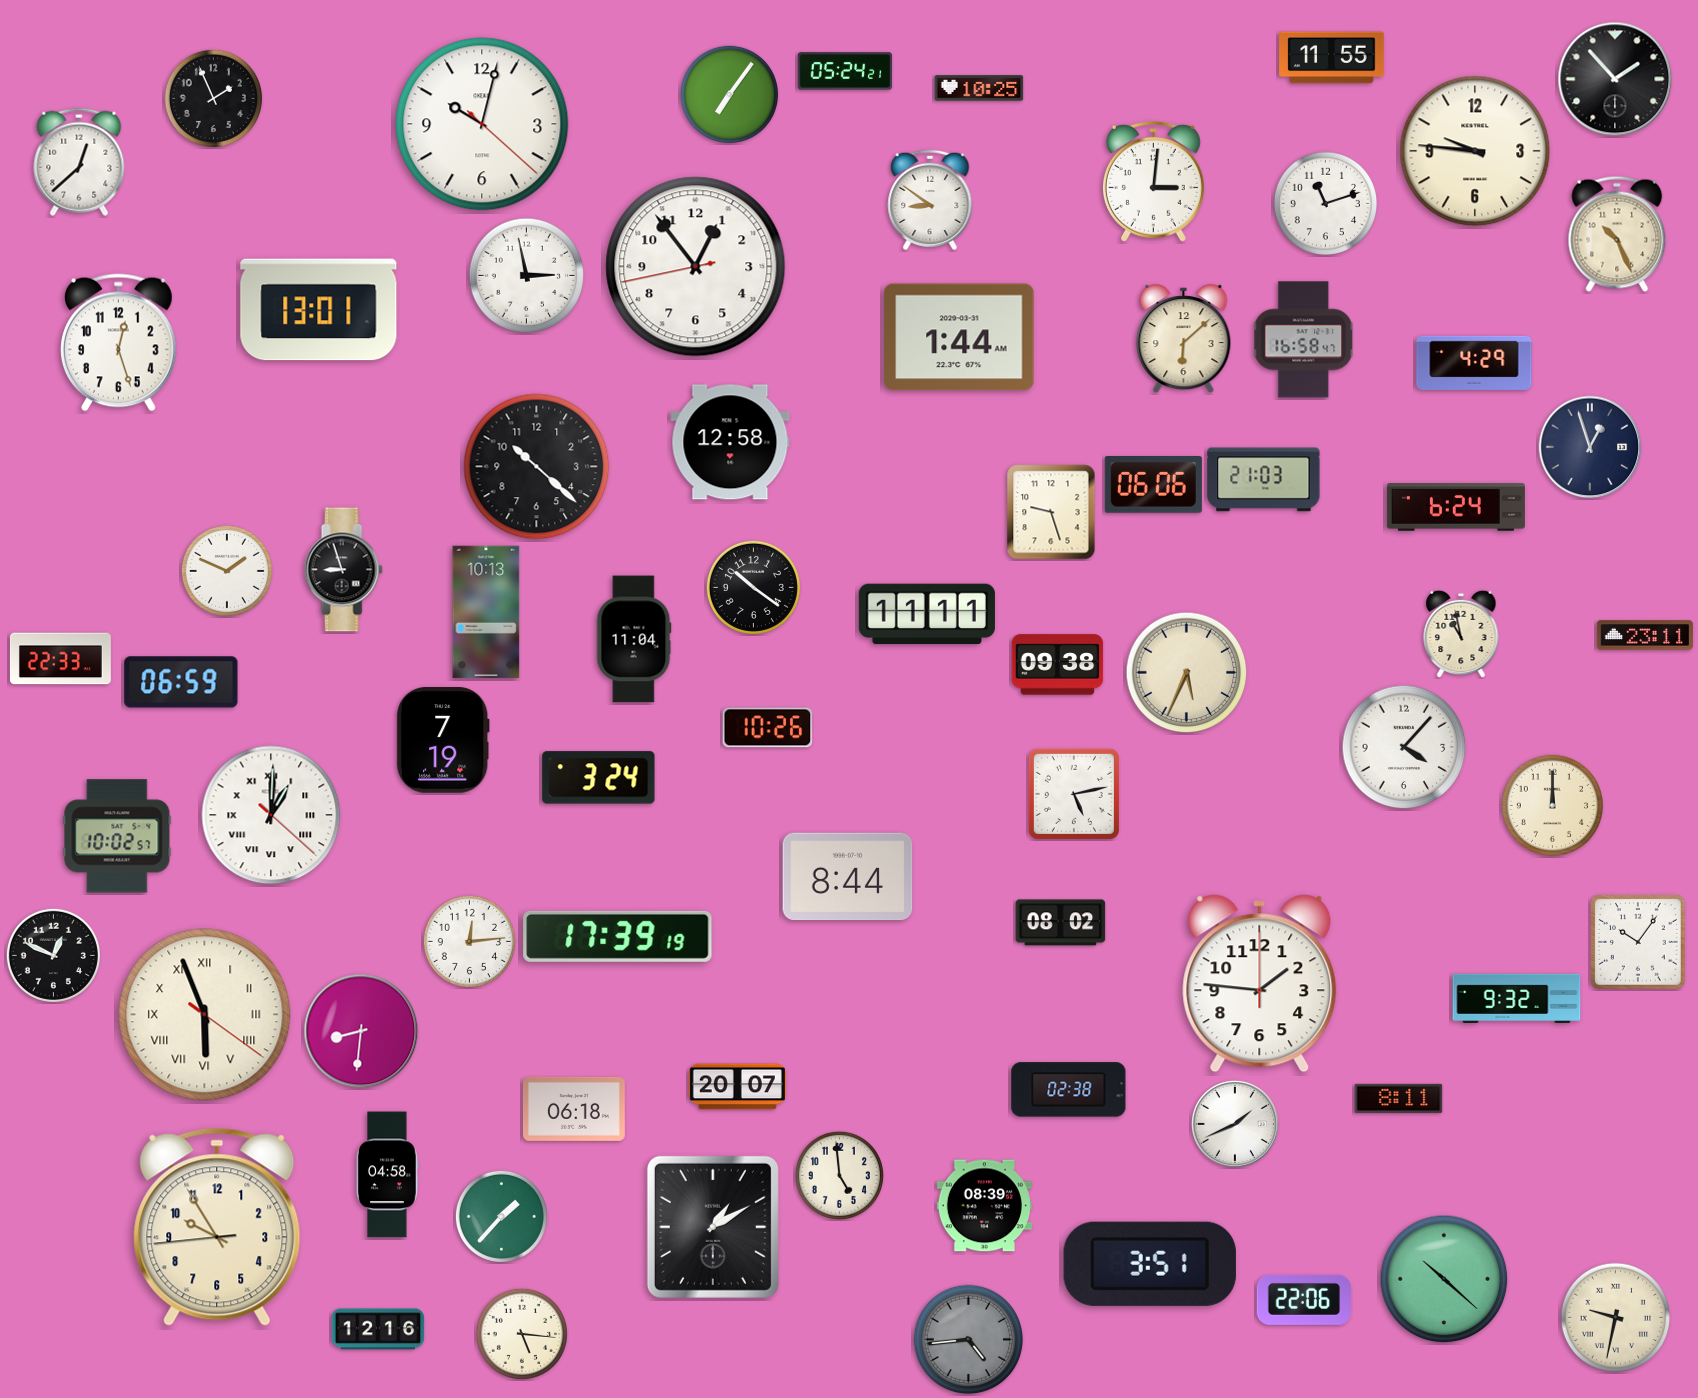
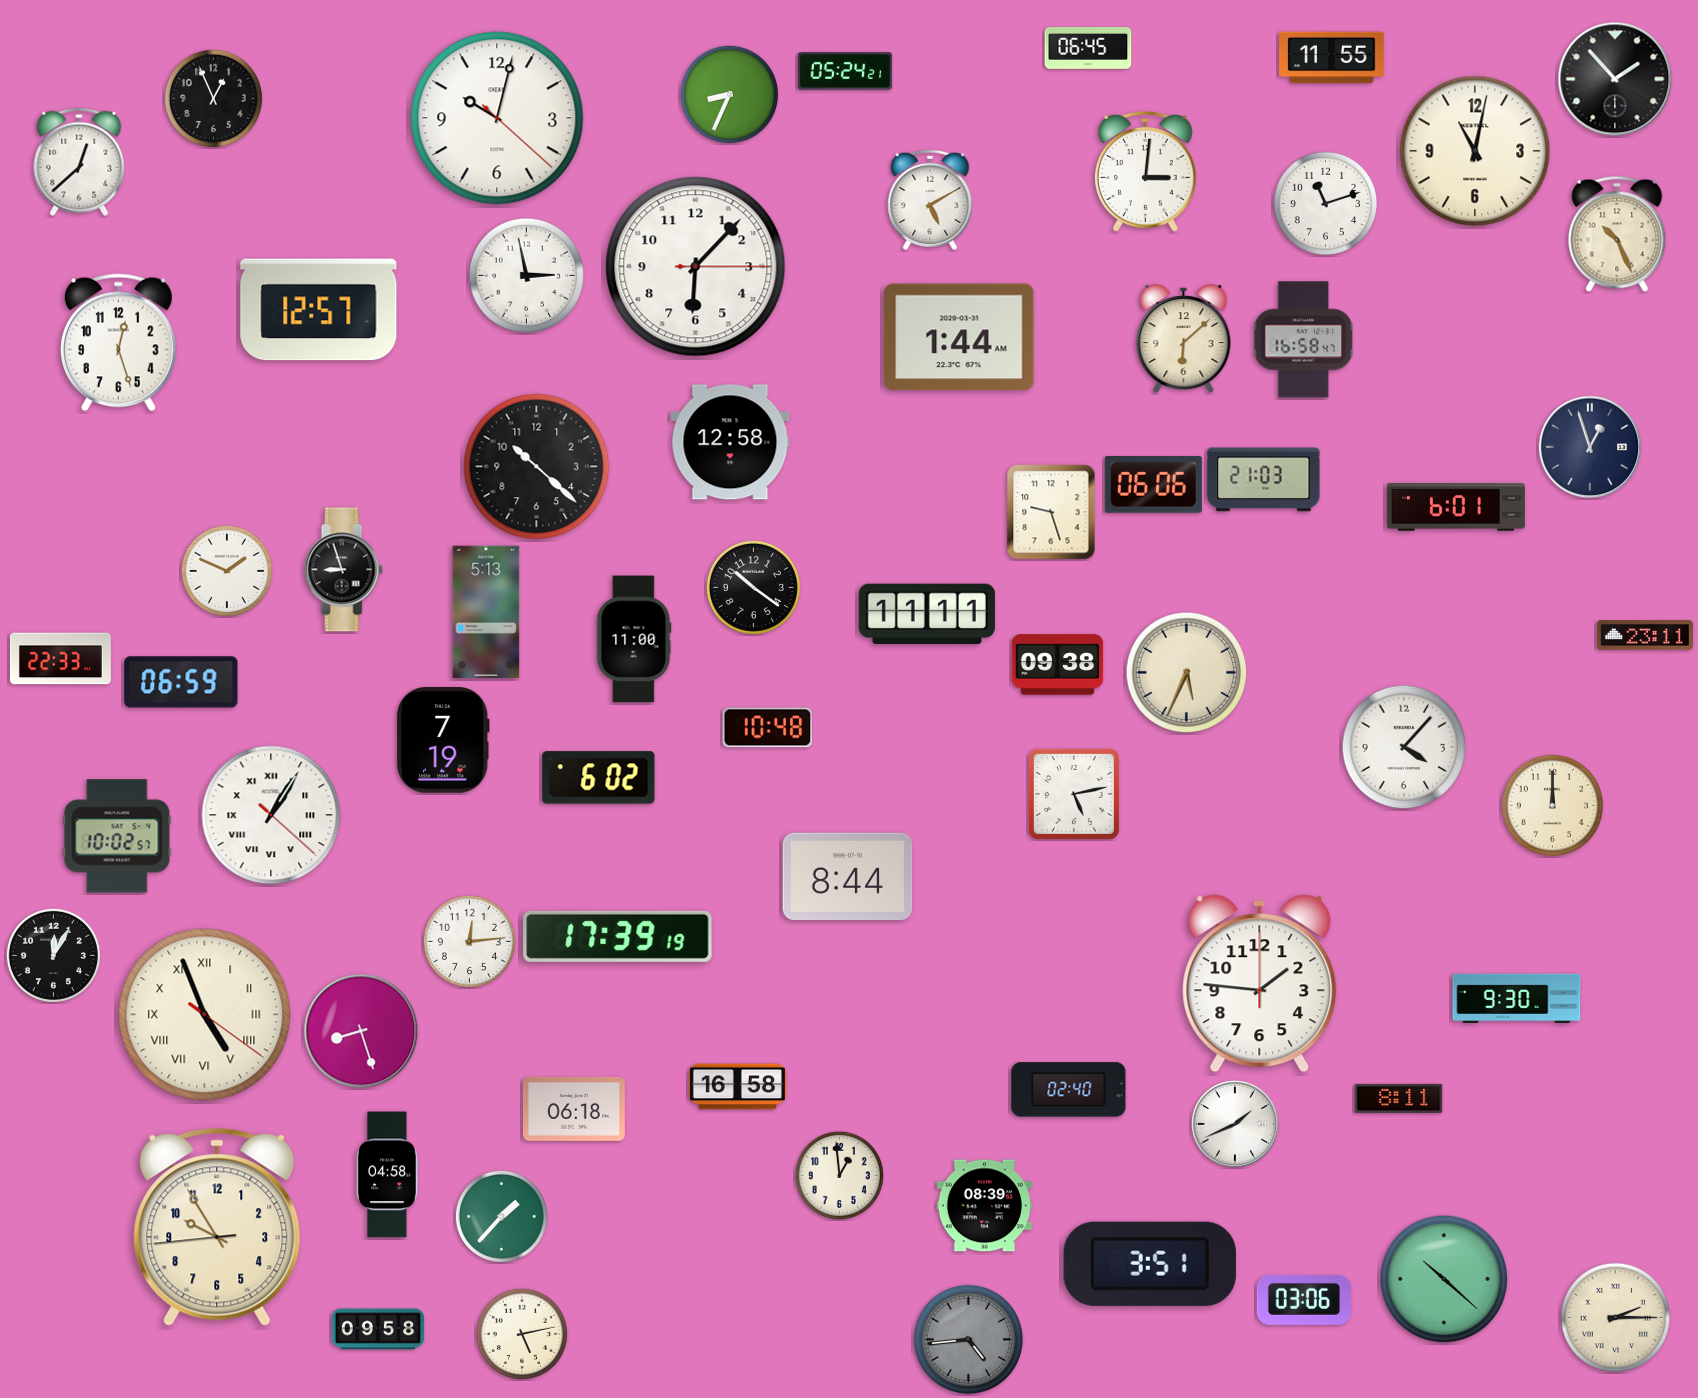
clock at (1088, 49): none -> 06:45
clock at (979, 88): 10:25 -> none
clock at (729, 94): 7:06 -> 8:34
clock at (213, 98): 1:56 -> 12:56
clock at (482, 124) position: (482, 124) -> (497, 118)
clock at (1475, 151): 9:46 -> 11:02
clock at (1153, 181) position: (1153, 181) -> (1145, 171)
clock at (930, 200): 8:51 -> 5:10
clock at (696, 267): 12:53 -> 6:07
clock at (319, 310): 13:01 -> 12:57
clock at (1474, 363): 4:29 -> none
clock at (1456, 507): 6:24 -> 6:01
clock at (486, 612): 10:13 -> 5:13
clock at (1461, 634): 10:58 -> none
clock at (634, 639): 11:04 -> 11:00
clock at (768, 728): 10:26 -> 10:48
clock at (599, 778): 3:24 -> 6:02
clock at (271, 815): 1:00 -> 1:05
clock at (1061, 923): 08:02 -> none
clock at (1639, 943): 10:06 -> none
clock at (53, 955): 12:49 -> 12:05
clock at (1517, 998): 9:32 -> 9:30
clock at (205, 1015): 5:56 -> 4:56
clock at (361, 1031): 8:31 -> 8:27
clock at (737, 1087): 20:07 -> 16:58
clock at (1069, 1090): 02:38 -> 02:40
clock at (839, 1175): 4:59 -> 12:59
clock at (713, 1227): 1:10 -> none
clock at (1304, 1300): 22:06 -> 03:06
clock at (1616, 1318): 9:32 -> 2:15
clock at (378, 1329): 12:16 -> 09:58
clock at (522, 1334): 5:16 -> 5:13
